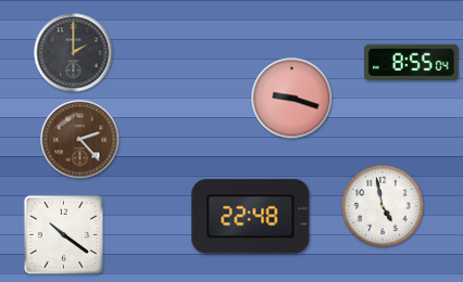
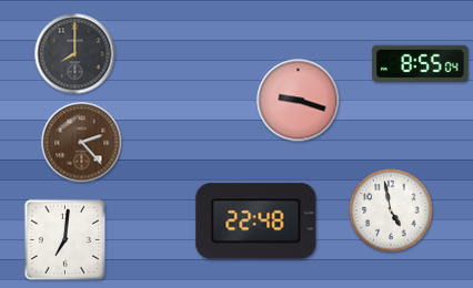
clock at (74, 53): 2:00 -> 8:00
clock at (63, 234): 10:21 -> 7:01
